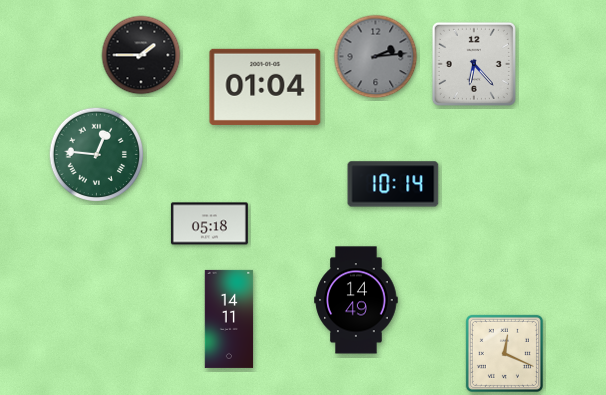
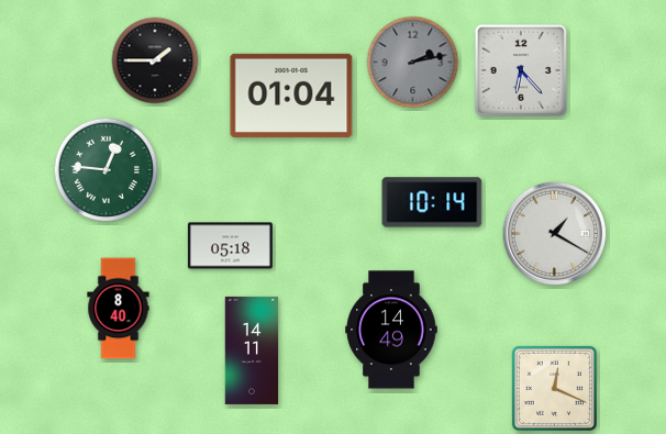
clock at (376, 57): 2:14 -> 2:13
clock at (555, 234): none -> 1:20
clock at (119, 309): none -> 8:40
